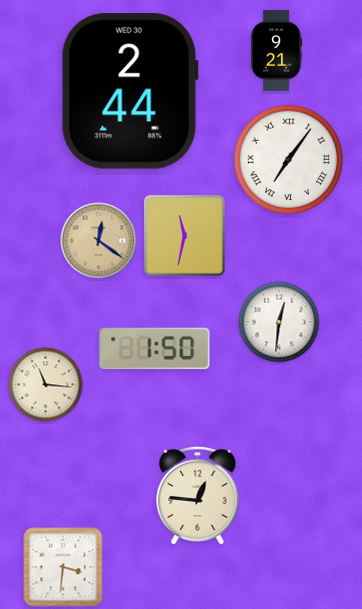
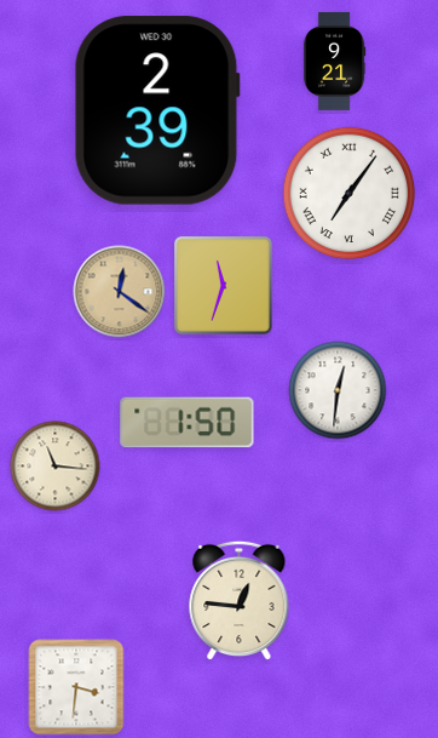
clock at (130, 91): 2:44 -> 2:39
clock at (184, 235): 11:32 -> 11:33
